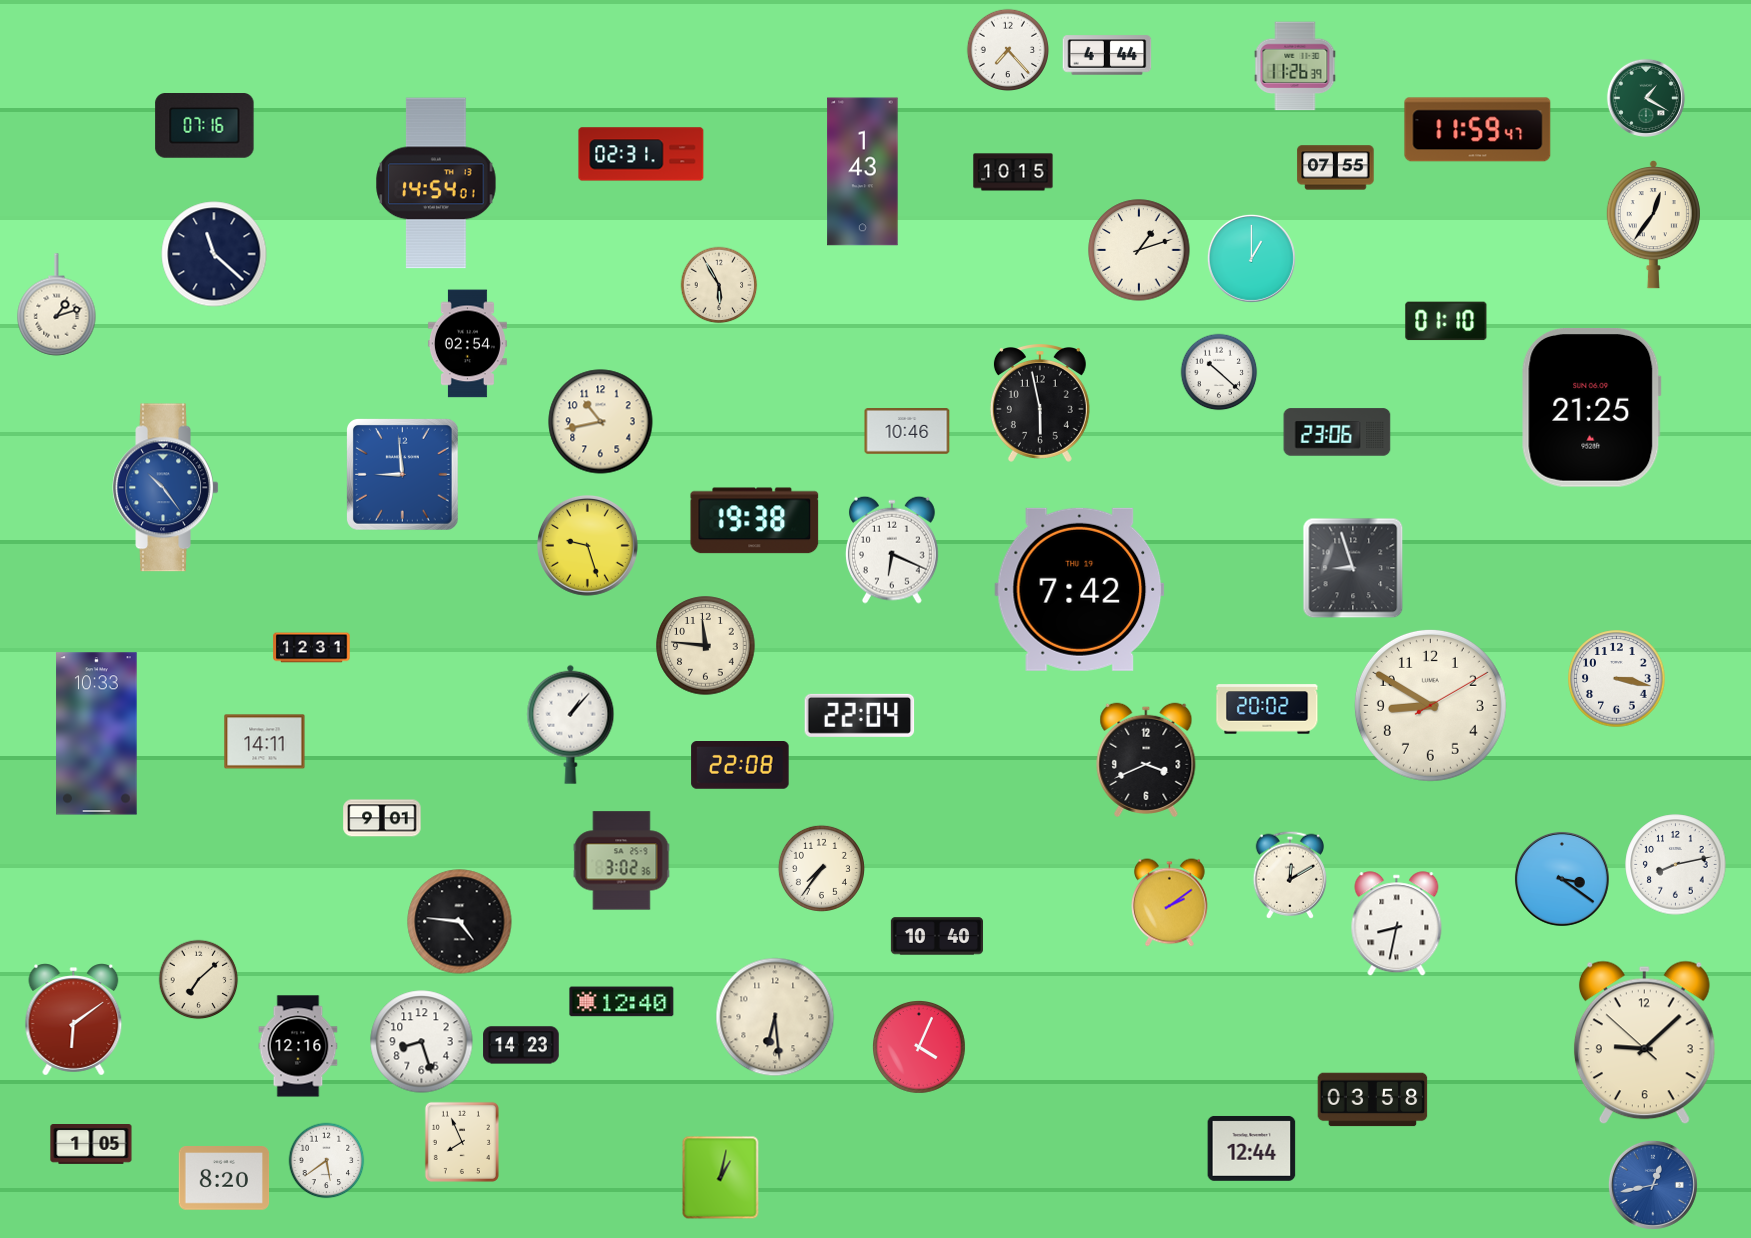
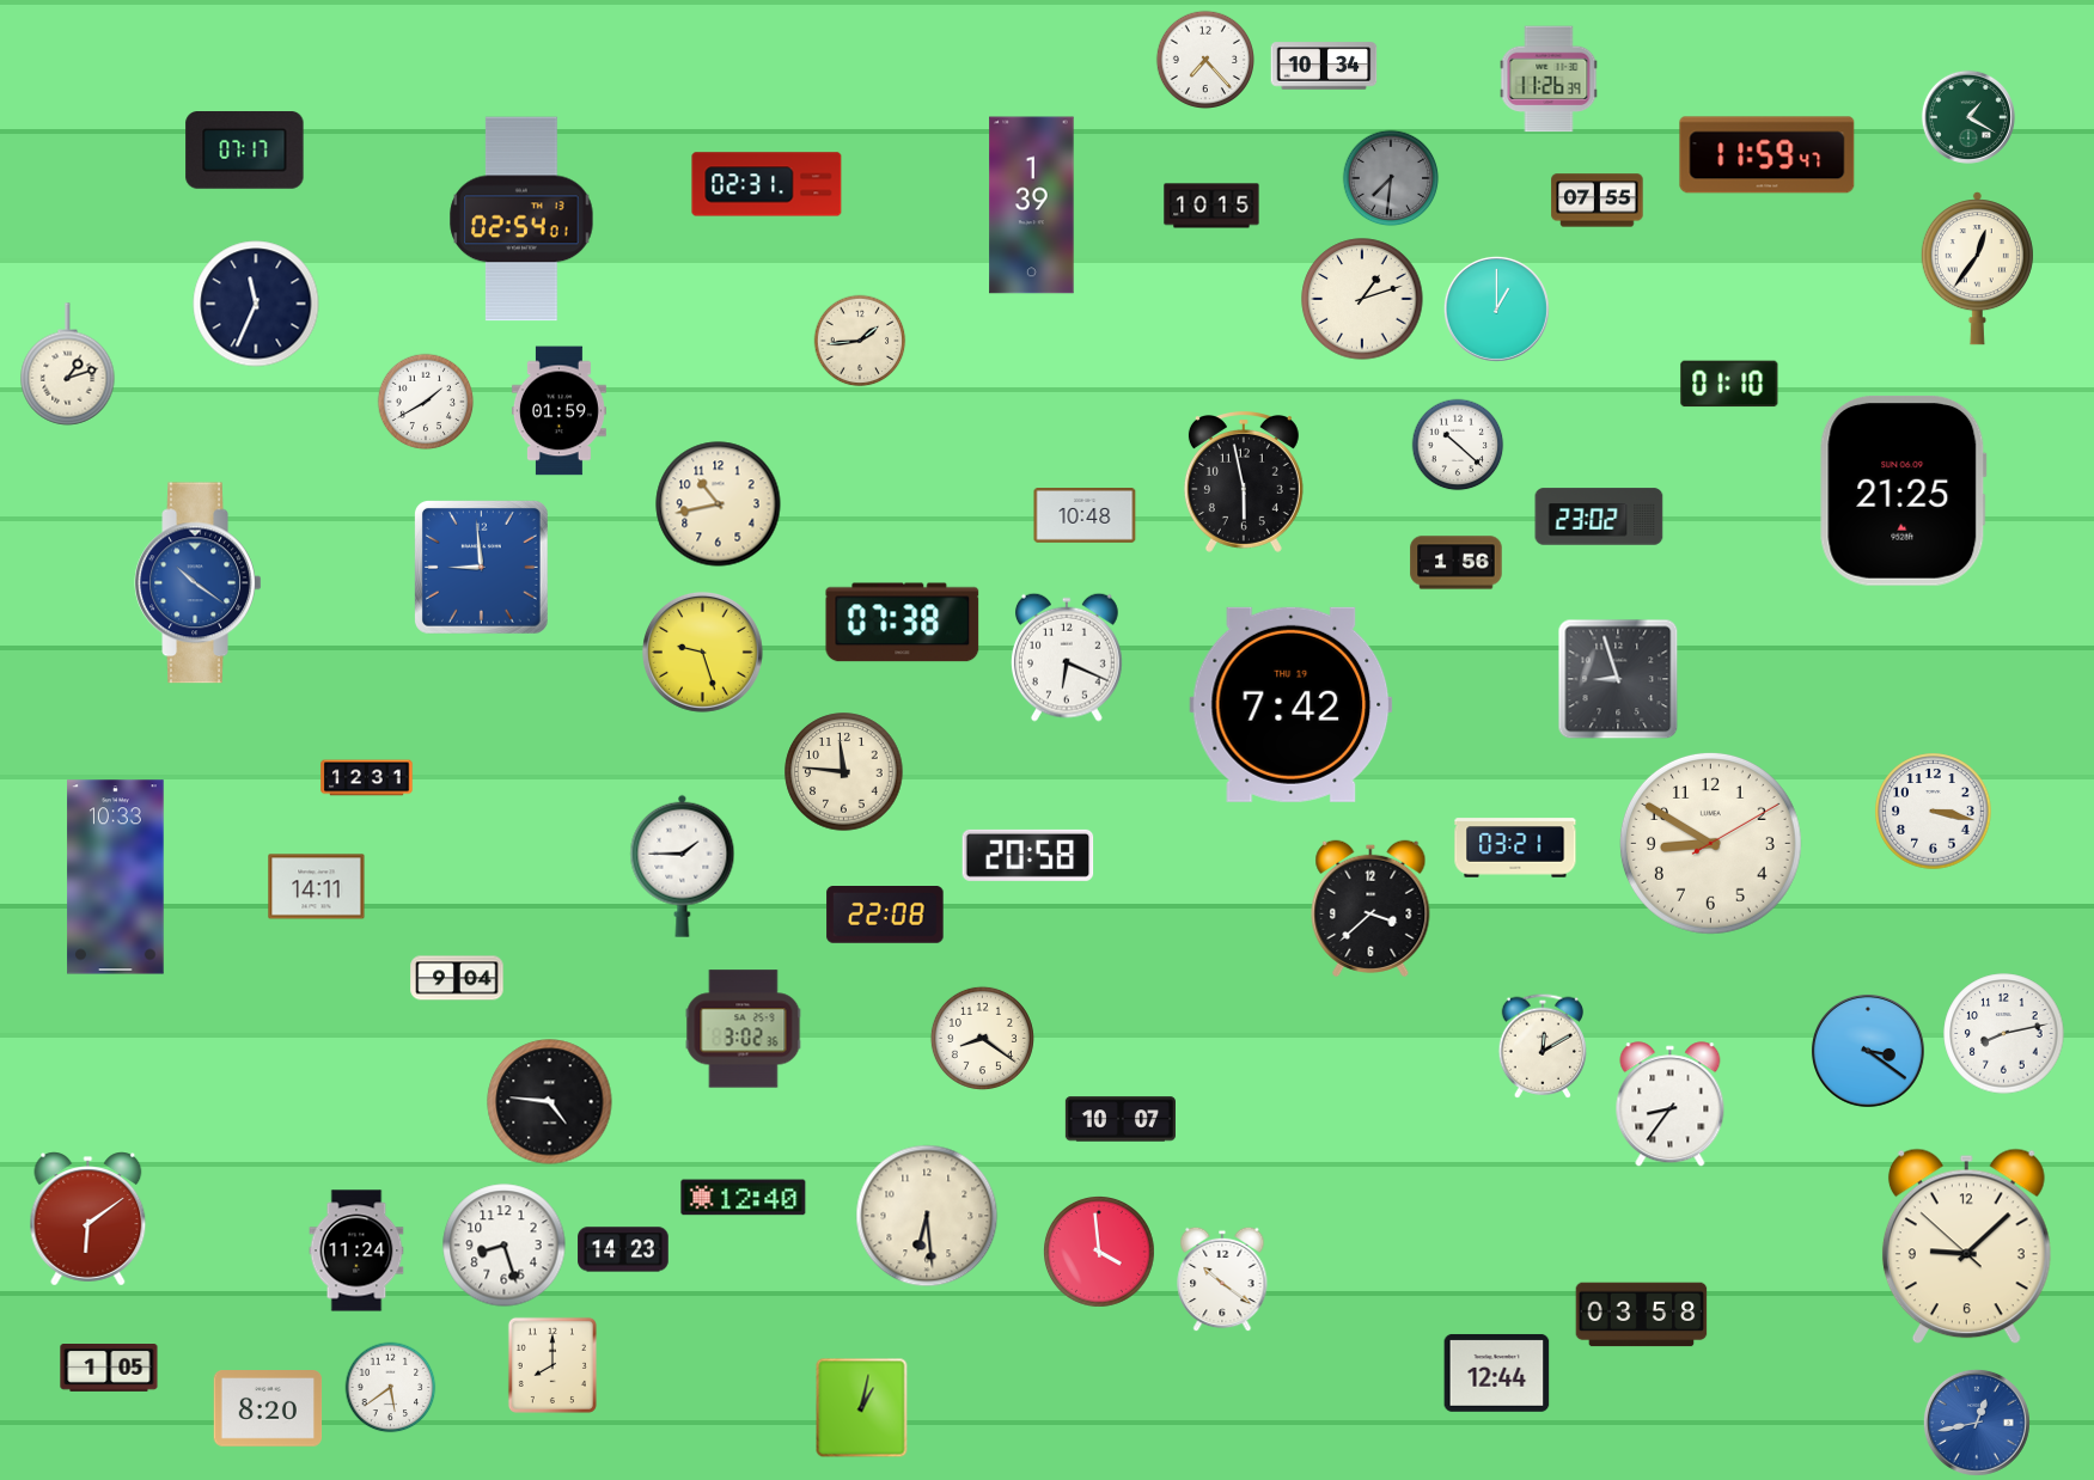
clock at (1107, 55): 4:44 -> 10:34
clock at (205, 126): 07:16 -> 07:17
clock at (1391, 178): none -> 7:31
clock at (863, 172): 1:43 -> 1:39
clock at (436, 183): 14:54 -> 02:54
clock at (214, 254): 11:22 -> 11:34
clock at (719, 285): 5:55 -> 1:44
clock at (426, 402): none -> 1:40
clock at (467, 344): 02:54 -> 01:59
clock at (1592, 407) position: (1592, 407) -> (1904, 490)
clock at (907, 432): 10:46 -> 10:48
clock at (1337, 432): 23:06 -> 23:02
clock at (1457, 563): none -> 1:56
clock at (166, 488): 10:24 -> 10:21
clock at (755, 521): 19:38 -> 07:38
clock at (312, 648) position: (312, 648) -> (367, 778)
clock at (1267, 709): 20:02 -> 03:21
clock at (860, 715): 22:04 -> 20:58
clock at (571, 724): 1:07 -> 1:45
clock at (1146, 760): 3:41 -> 3:38
clock at (382, 818): 9:01 -> 9:04
clock at (821, 868): 7:36 -> 8:21
clock at (1170, 903): 2:09 -> none
clock at (1397, 924): 8:32 -> 8:36
clock at (937, 936): 10:40 -> 10:07
clock at (199, 980): 7:08 -> none
clock at (298, 1046): 12:16 -> 11:24
clock at (920, 1048): 4:04 -> 3:59
clock at (1222, 1279): none -> 10:21
clock at (462, 1142): 7:56 -> 8:00
clock at (1653, 1185) position: (1653, 1185) -> (1977, 1423)
